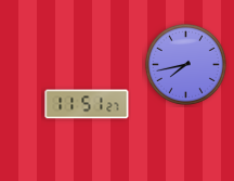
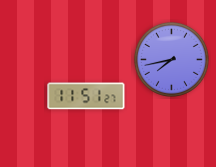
clock at (87, 104) position: (87, 104) -> (86, 96)
